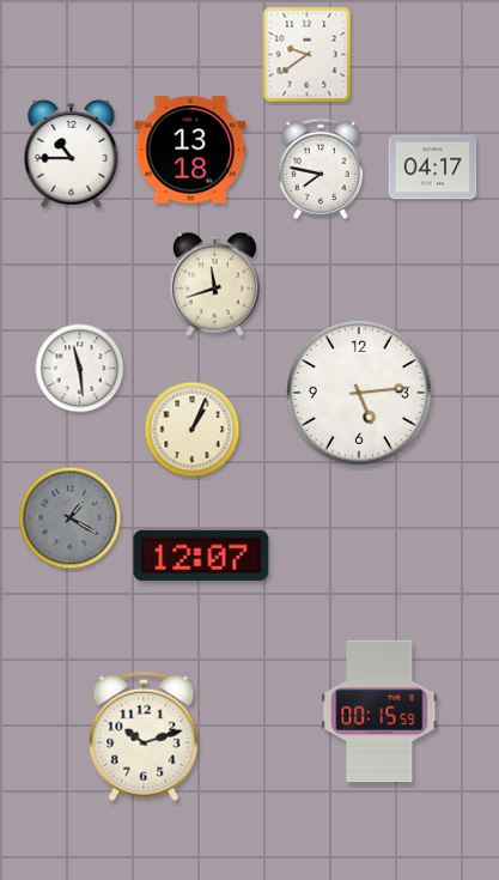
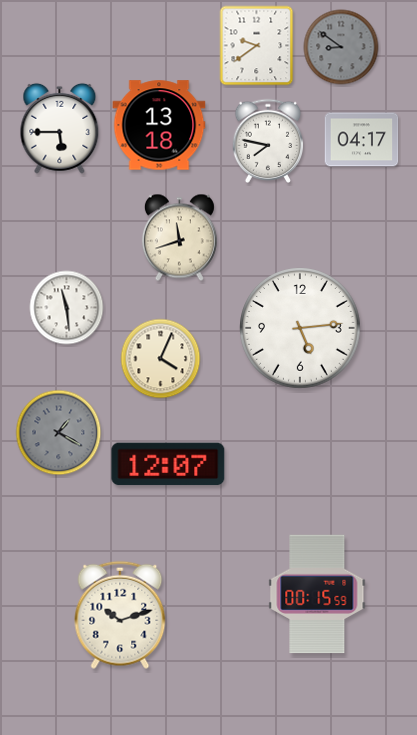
clock at (341, 47): none -> 8:51
clock at (72, 153): 10:45 -> 5:45
clock at (193, 430): 1:04 -> 4:04
